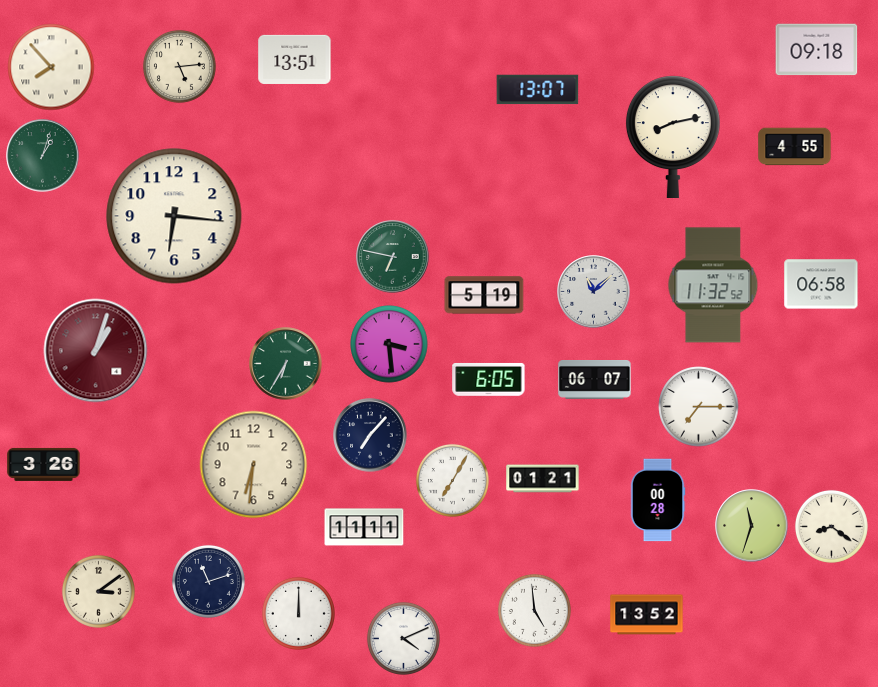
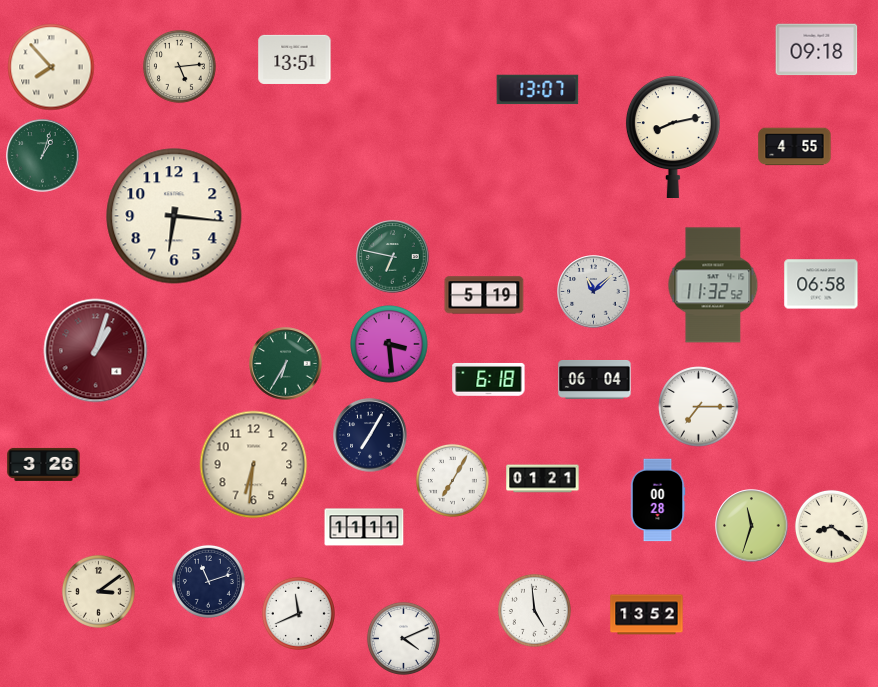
clock at (489, 379): 6:05 -> 6:18
clock at (595, 380): 06:07 -> 06:04
clock at (370, 435): 7:07 -> 7:05
clock at (298, 613): 12:00 -> 11:41
